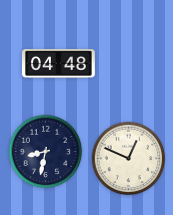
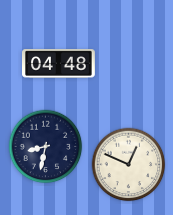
clock at (46, 152) position: (46, 152) -> (46, 147)
clock at (129, 159) position: (129, 159) -> (129, 165)
